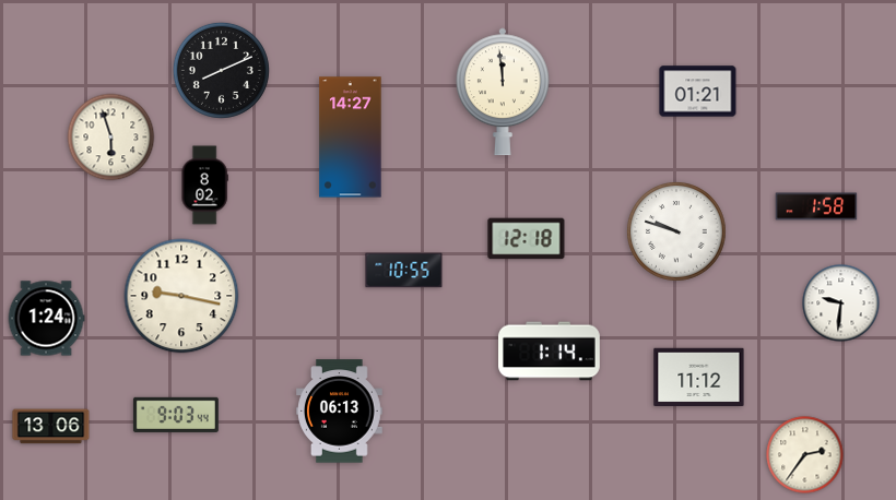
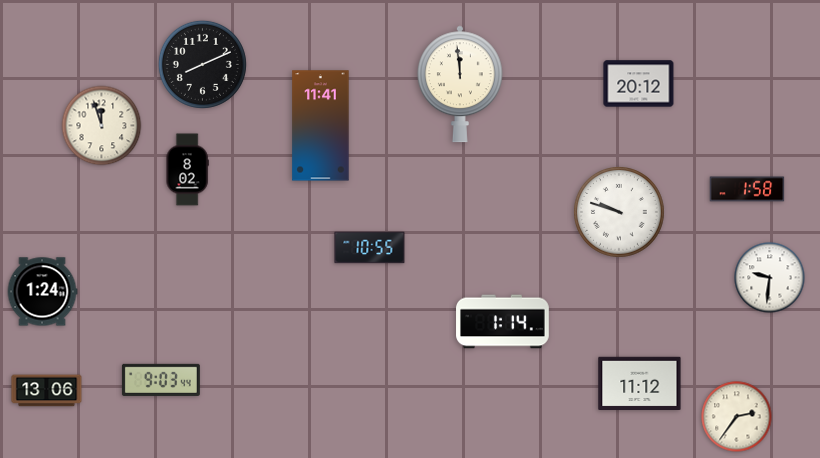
clock at (698, 92): 01:21 -> 20:12
clock at (111, 138): 5:57 -> 11:57
clock at (351, 138): 14:27 -> 11:41
clock at (527, 239): 12:18 -> none
clock at (181, 296): 9:17 -> none
clock at (699, 377) position: (699, 377) -> (640, 383)
clock at (340, 412): 06:13 -> none
